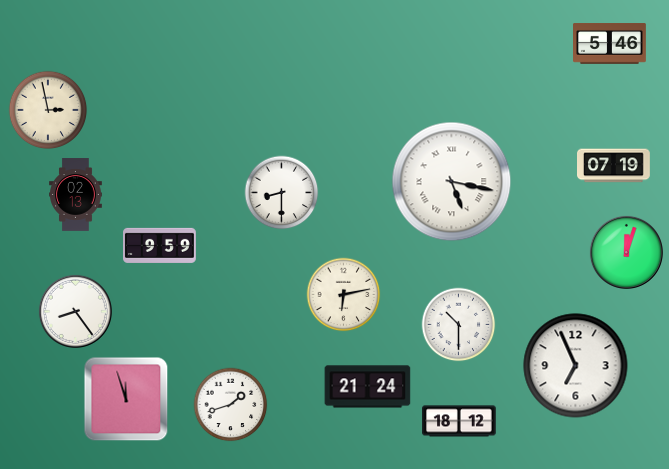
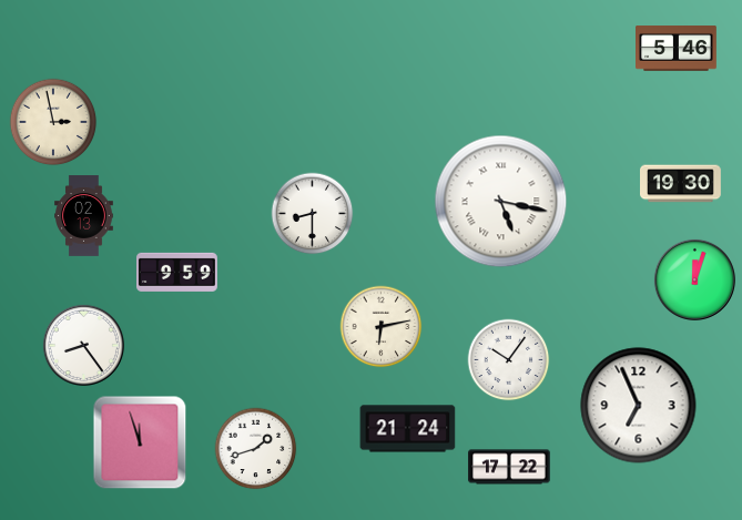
clock at (614, 166): 07:19 -> 19:30
clock at (459, 325): 10:30 -> 10:06
clock at (459, 421): 18:12 -> 17:22
